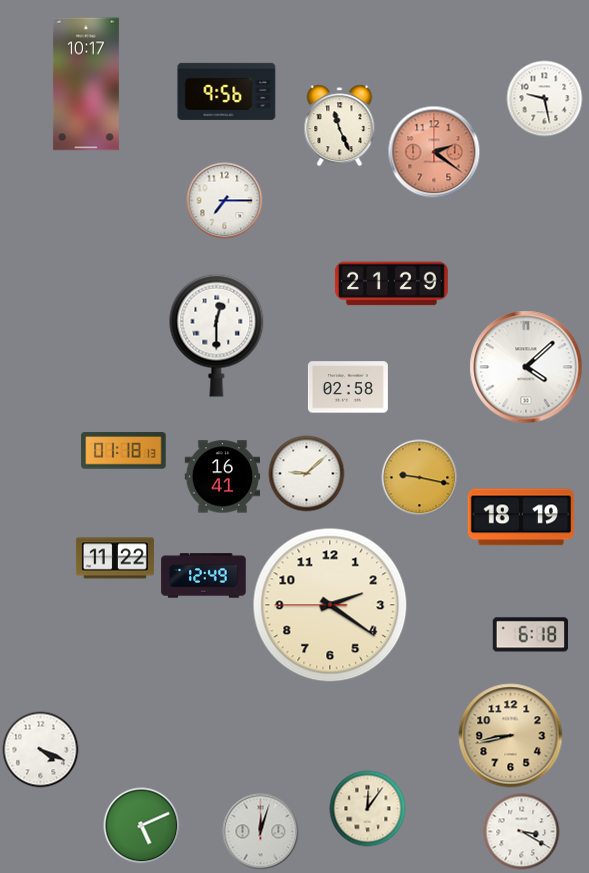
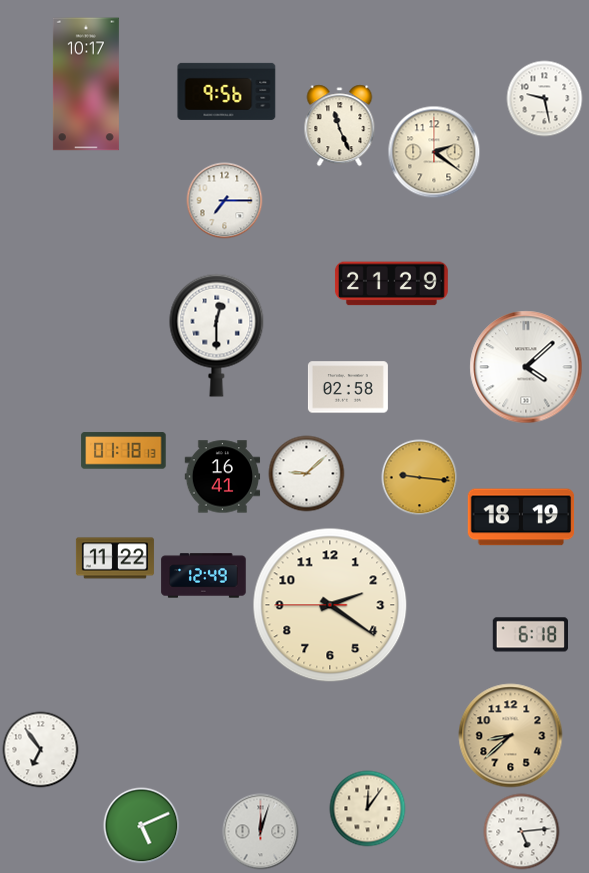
clock at (434, 152) dial: salmon -> cream
clock at (420, 478): 9:17 -> 9:16
clock at (511, 736): 8:43 -> 8:38
clock at (41, 750): 4:19 -> 6:54
clock at (522, 832): 3:20 -> 5:14
